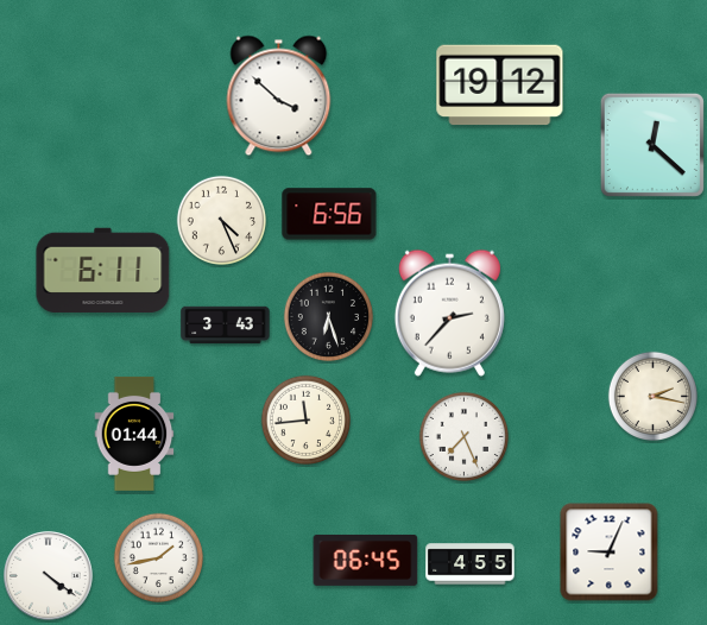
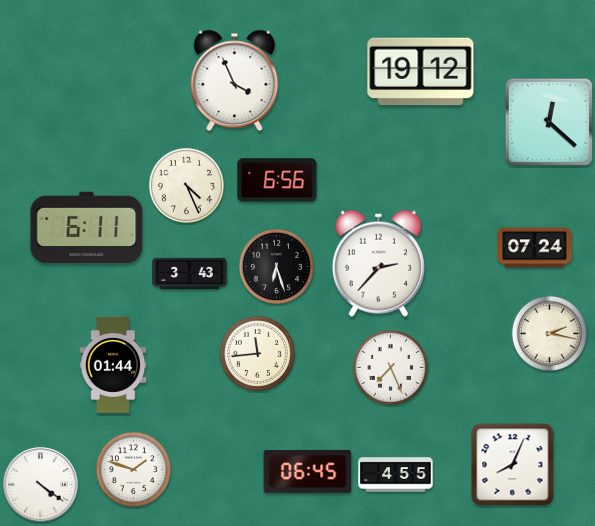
clock at (279, 96): 3:52 -> 3:56
clock at (535, 248): none -> 07:24
clock at (610, 553): 9:04 -> 8:04
clock at (158, 557): 1:43 -> 1:48
